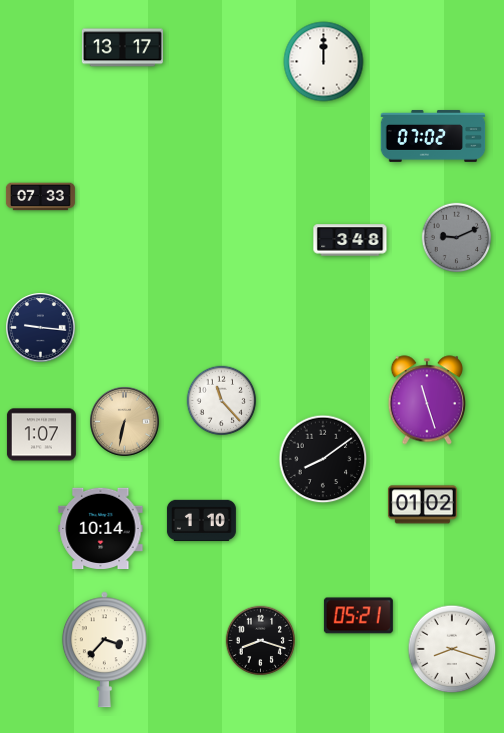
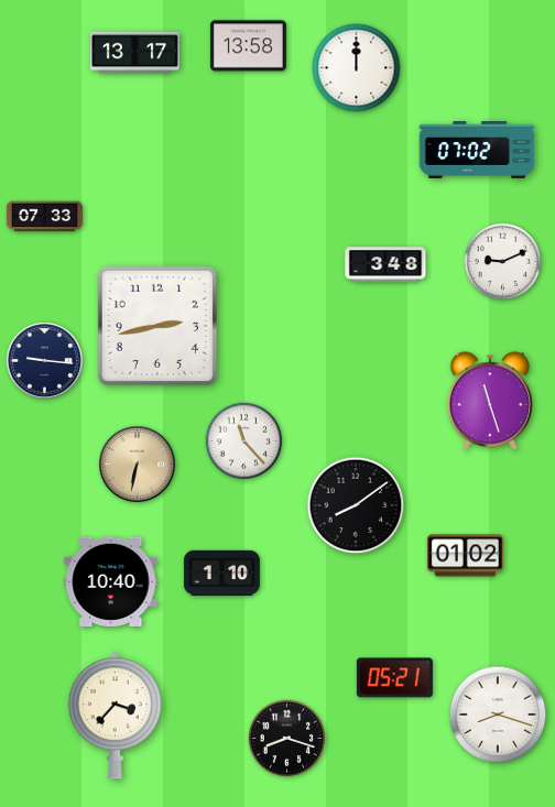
clock at (248, 46): none -> 13:58
clock at (457, 238) dial: grey -> white
clock at (156, 325): none -> 2:43
clock at (427, 400) position: (427, 400) -> (490, 401)
clock at (41, 435): 1:07 -> none
clock at (101, 528): 10:14 -> 10:40
clock at (261, 641) position: (261, 641) -> (287, 739)
